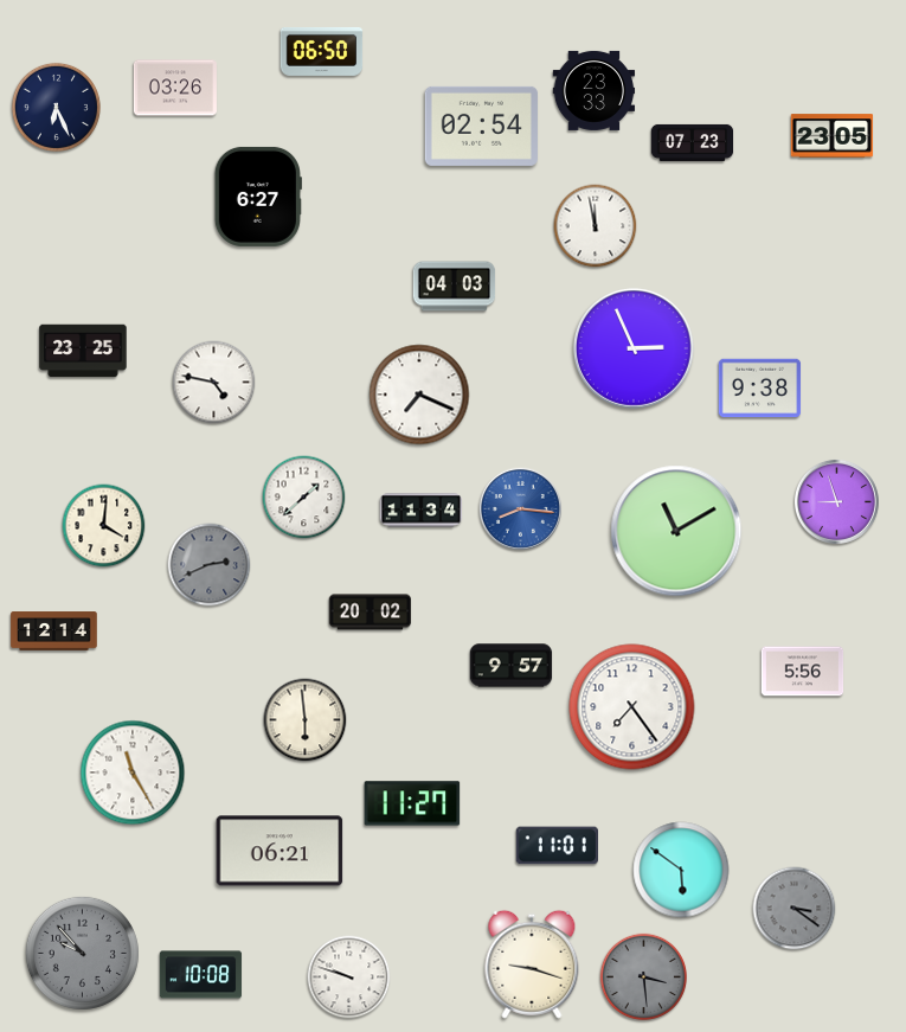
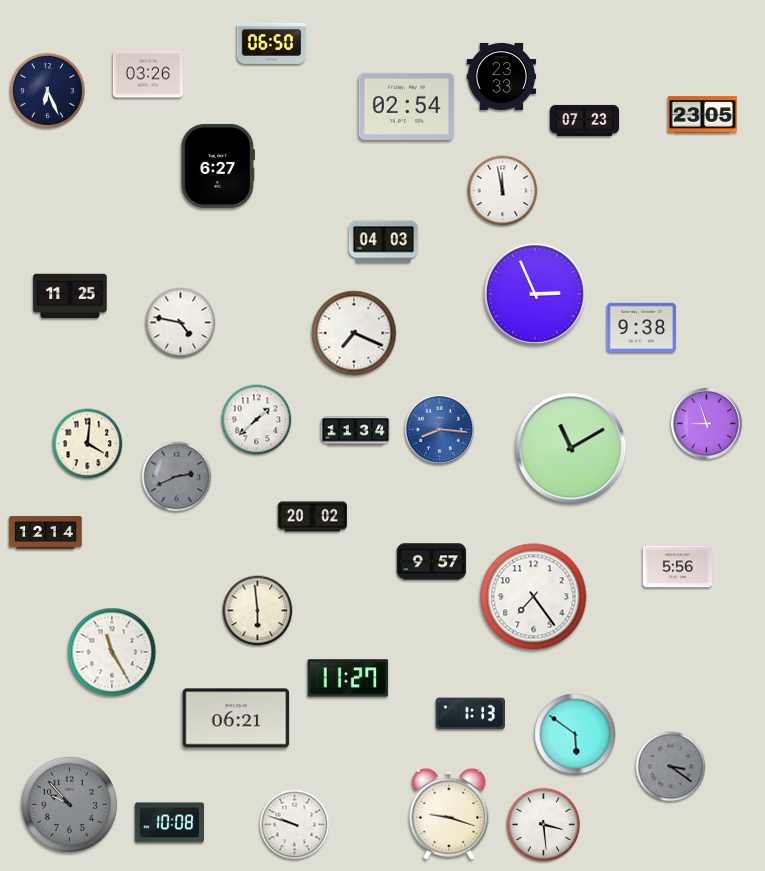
clock at (83, 351): 23:25 -> 11:25
clock at (306, 720) position: (306, 720) -> (258, 611)
clock at (557, 846): 11:01 -> 1:13
clock at (644, 977) dial: grey -> white
